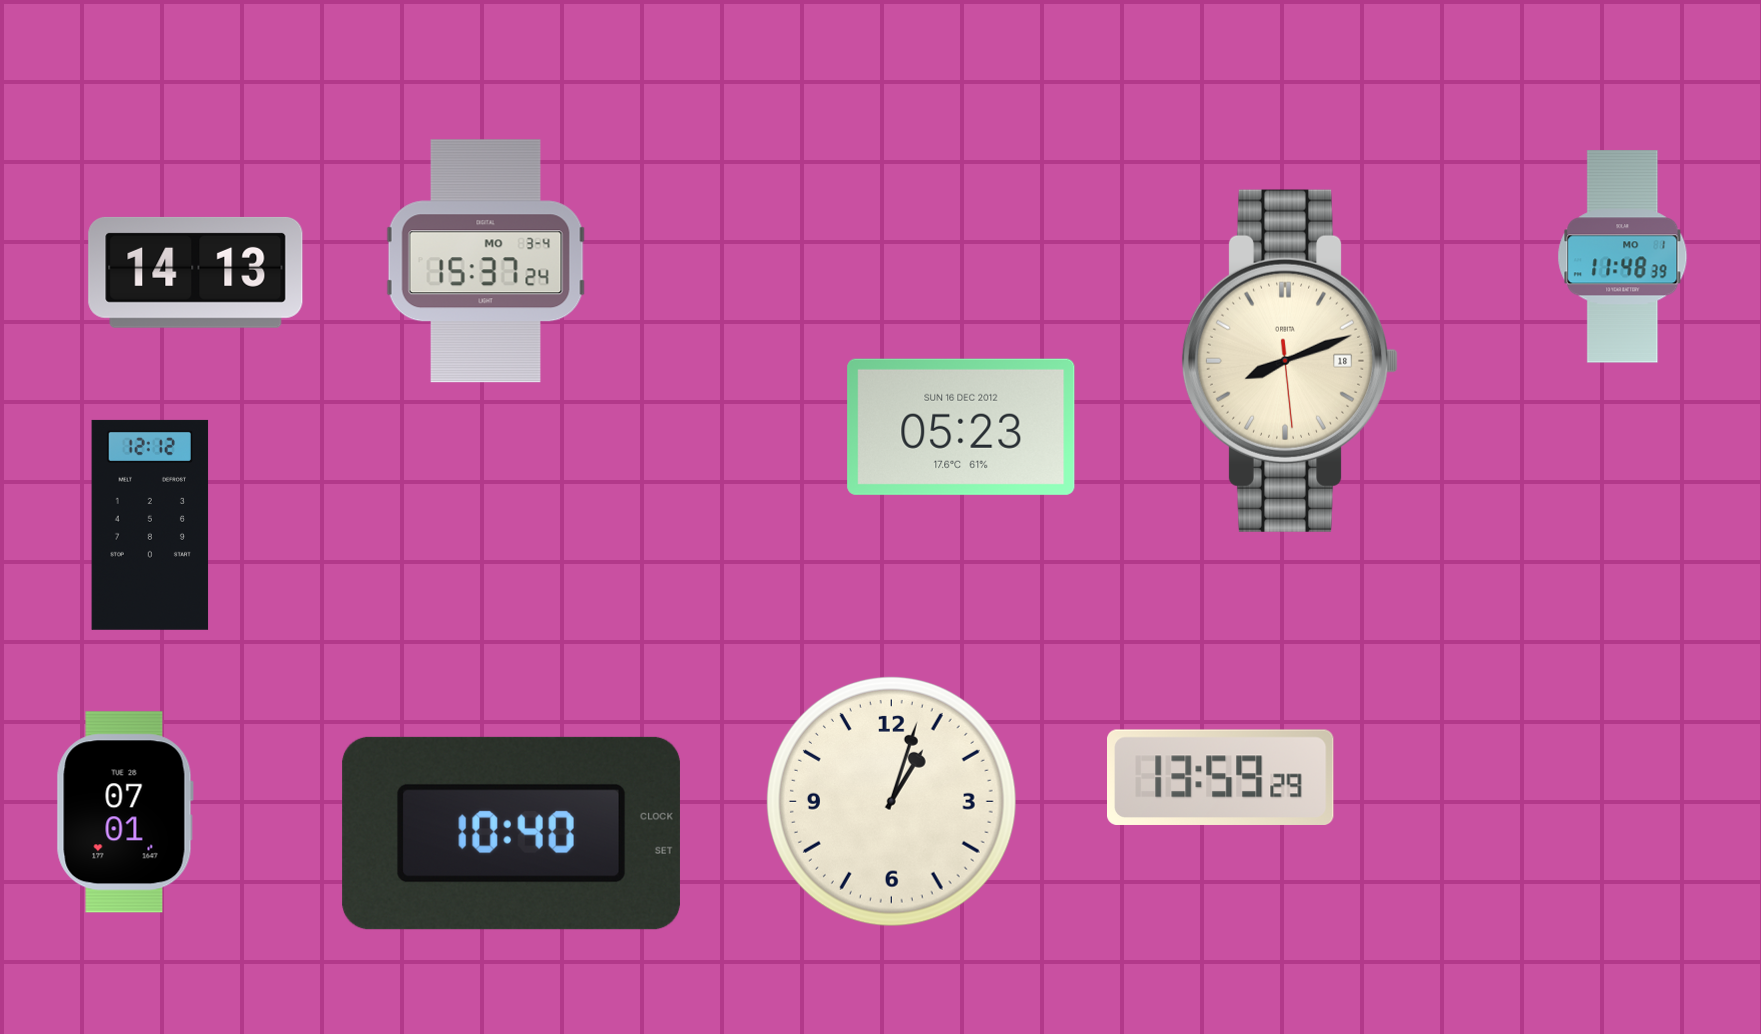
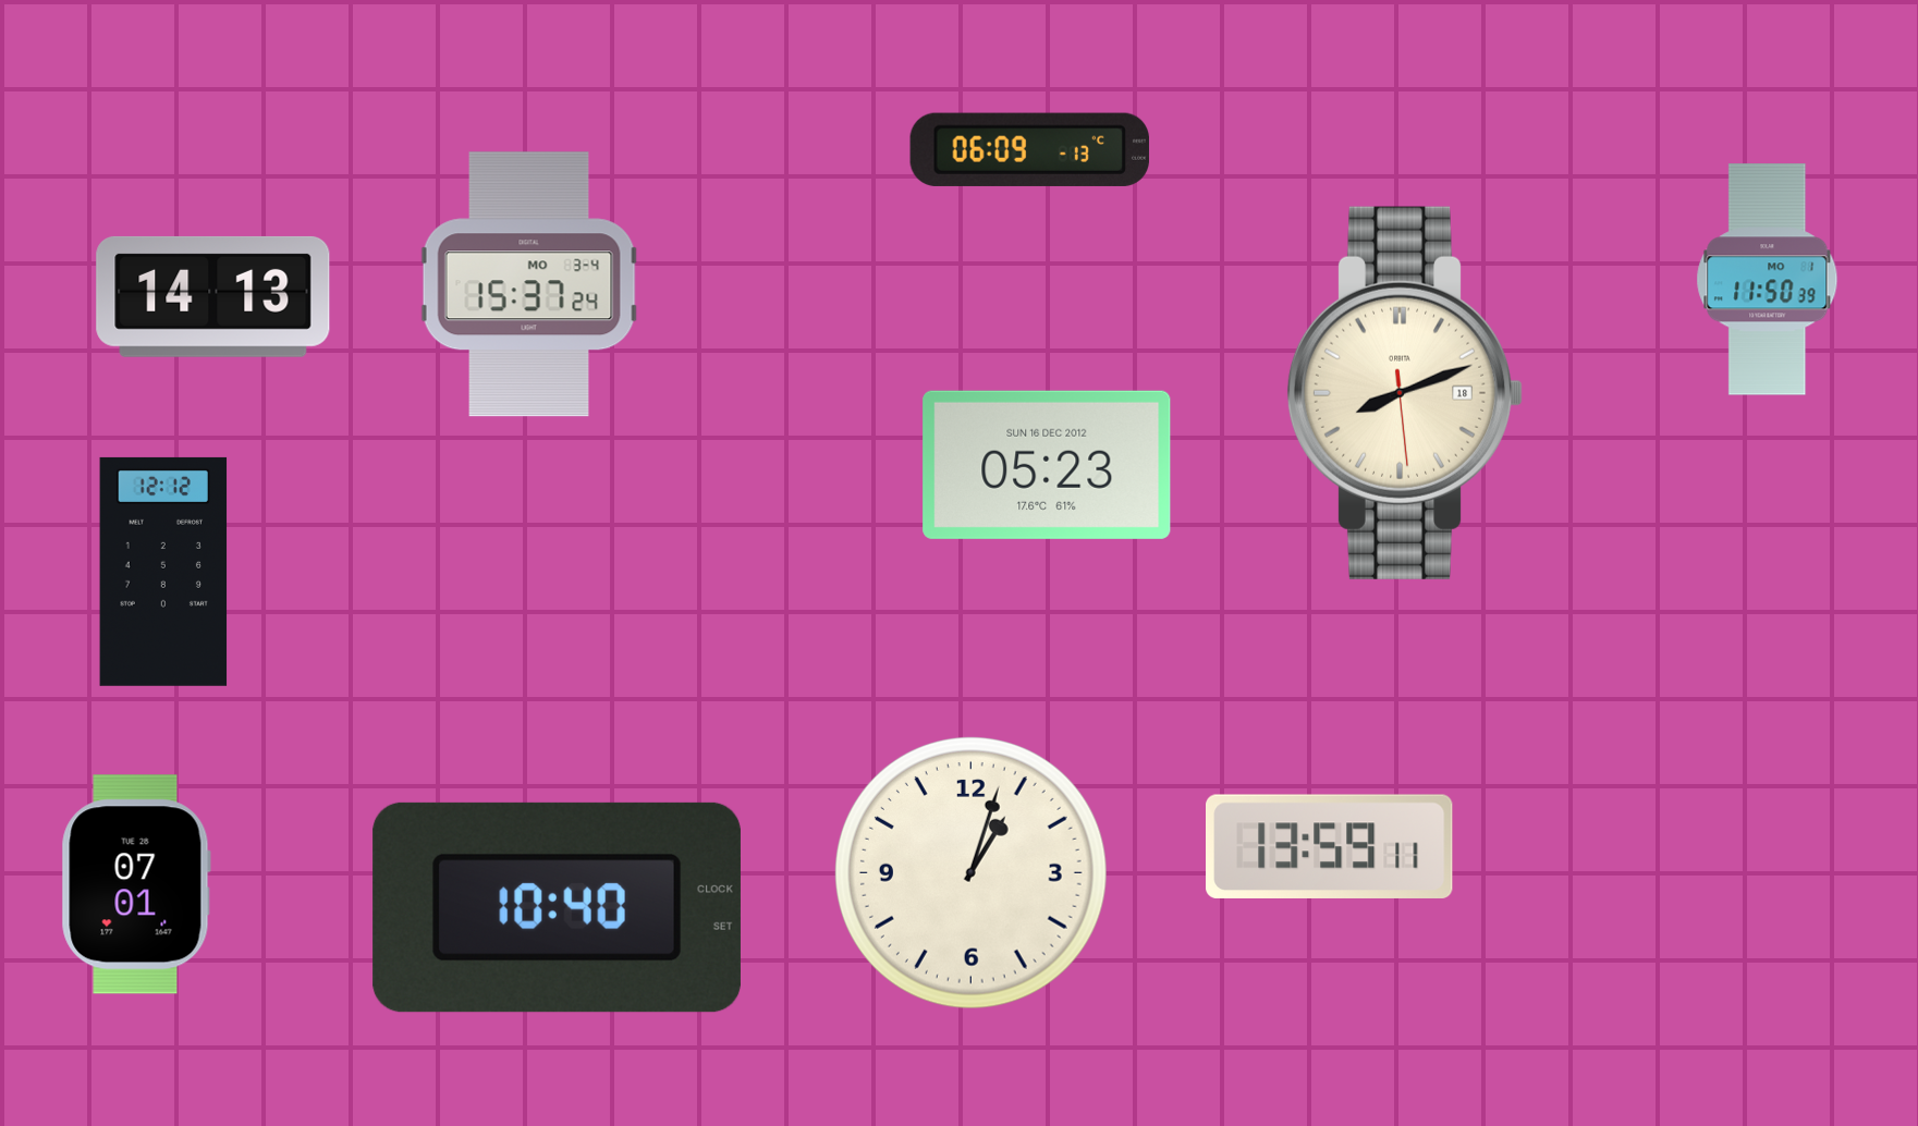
clock at (1029, 149): none -> 06:09
clock at (1623, 257): 11:48 -> 11:50
clock at (1221, 777): 13:59:29 -> 13:59:11
